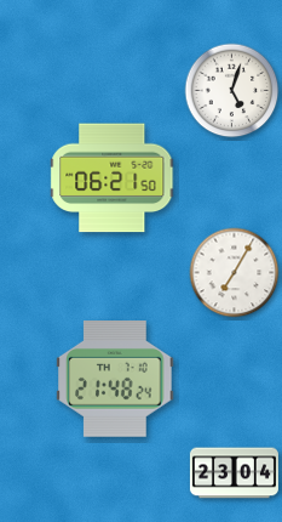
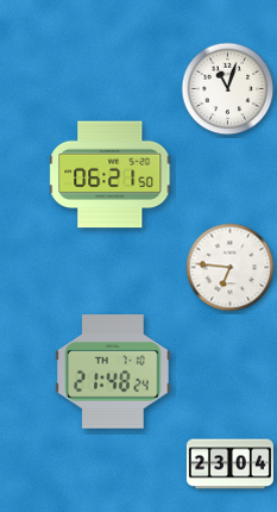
clock at (232, 91): 5:03 -> 11:03
clock at (235, 273): 7:05 -> 6:46
